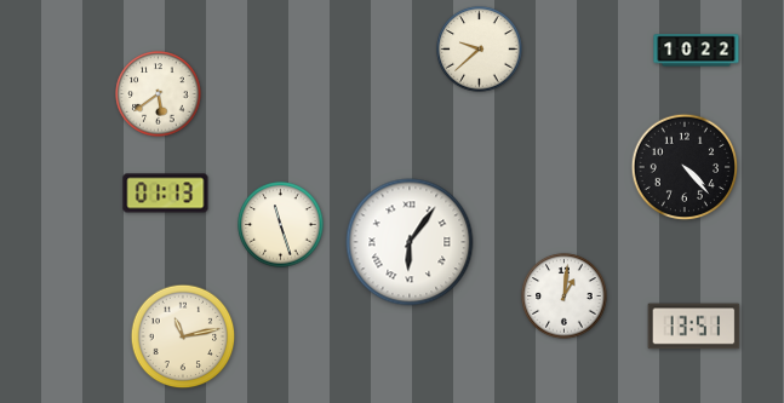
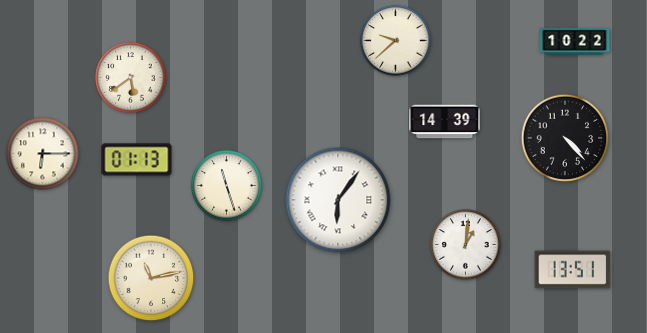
clock at (445, 122): none -> 14:39
clock at (43, 154): none -> 6:15
clock at (281, 225) position: (281, 225) -> (227, 186)
